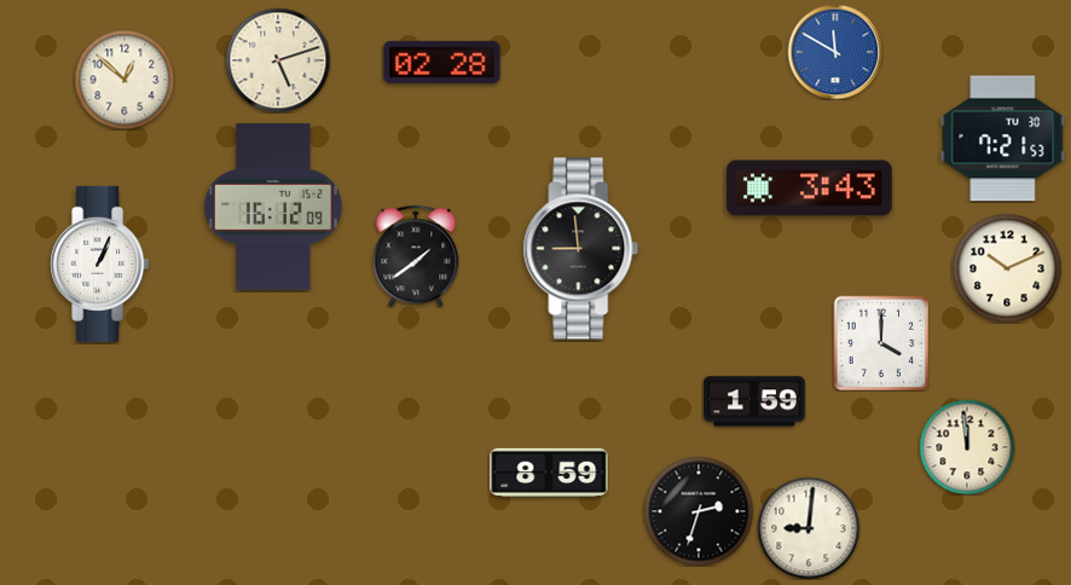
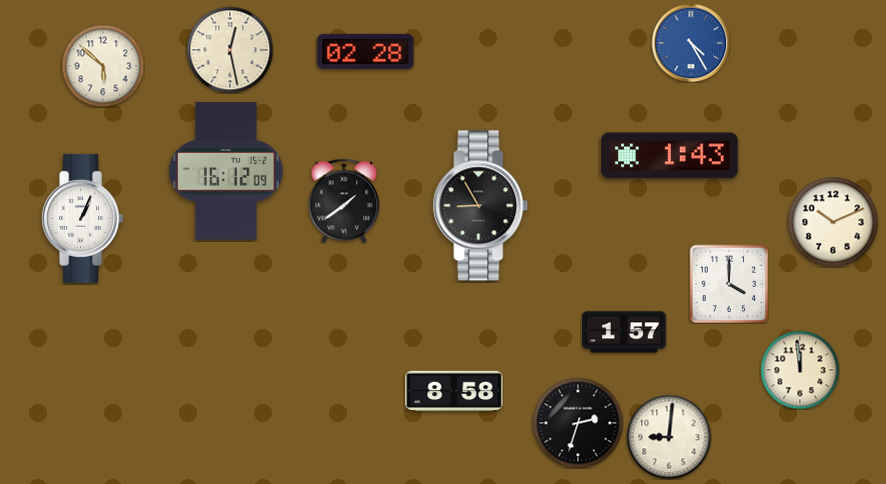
clock at (835, 52): 11:50 -> 4:25
clock at (278, 60): 5:12 -> 12:28
clock at (125, 80): 12:52 -> 5:52
clock at (1003, 139): 7:21 -> none
clock at (810, 189): 3:43 -> 1:43
clock at (581, 249): 8:59 -> 8:55
clock at (416, 256) position: (416, 256) -> (344, 201)
clock at (754, 401): 1:59 -> 1:57
clock at (549, 473): 8:59 -> 8:58
